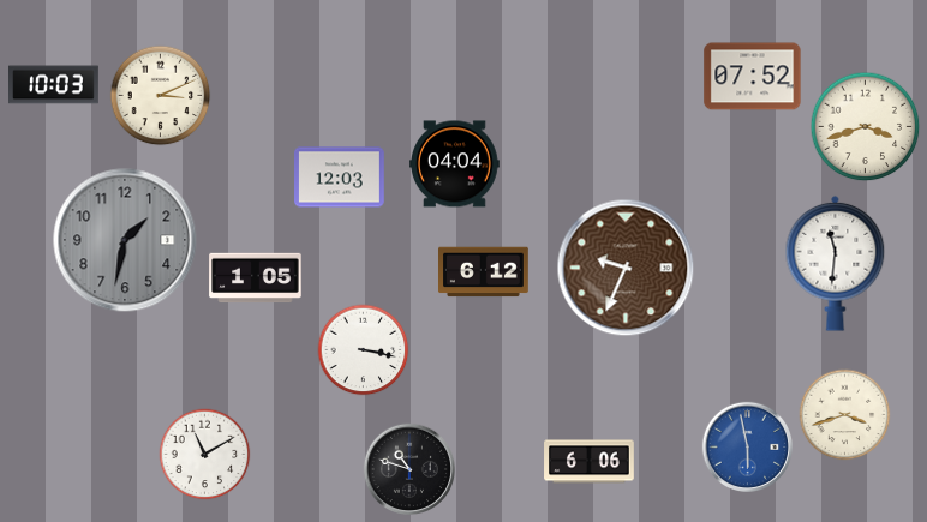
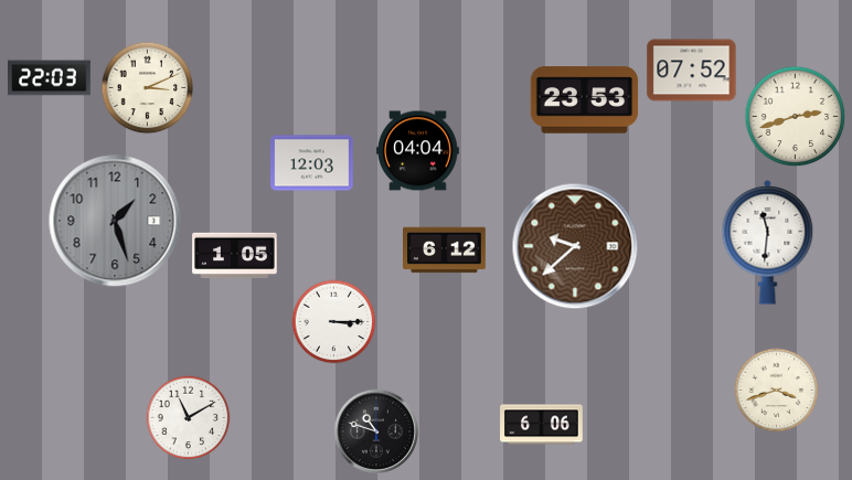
clock at (54, 85): 10:03 -> 22:03
clock at (585, 100): none -> 23:53
clock at (866, 127): 3:42 -> 2:42
clock at (125, 240): 1:32 -> 1:27
clock at (626, 268): 9:34 -> 9:38
clock at (364, 350): 3:17 -> 3:15
clock at (845, 415) position: (845, 415) -> (777, 391)
clock at (747, 446): 5:58 -> none
